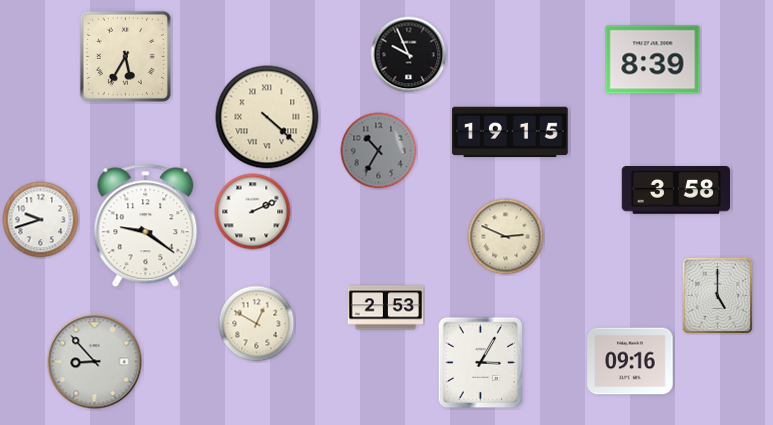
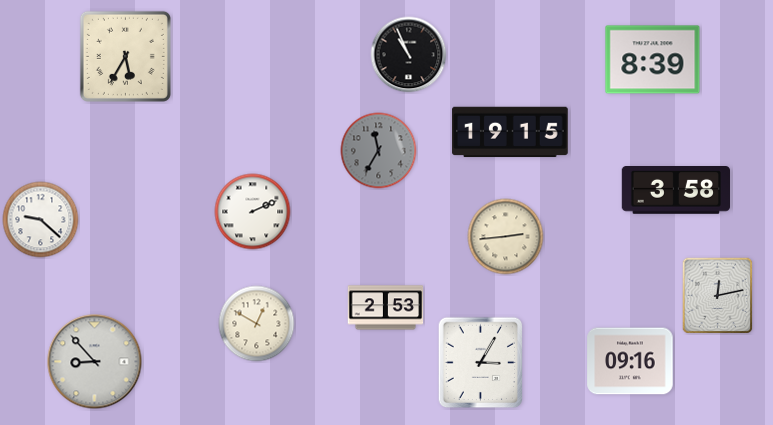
clock at (409, 55): 9:56 -> 10:56
clock at (267, 117): 4:22 -> none
clock at (379, 151): 10:35 -> 11:35
clock at (41, 220): 9:42 -> 9:22
clock at (146, 226): 9:21 -> none
clock at (506, 237): 2:49 -> 2:44
clock at (718, 296): 5:00 -> 12:13
